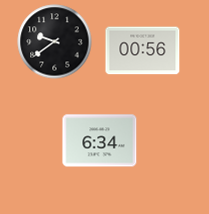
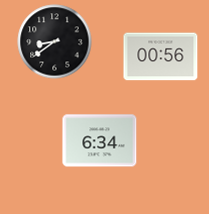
clock at (55, 42): 9:39 -> 8:39
clock at (143, 51) position: (143, 51) -> (161, 57)
